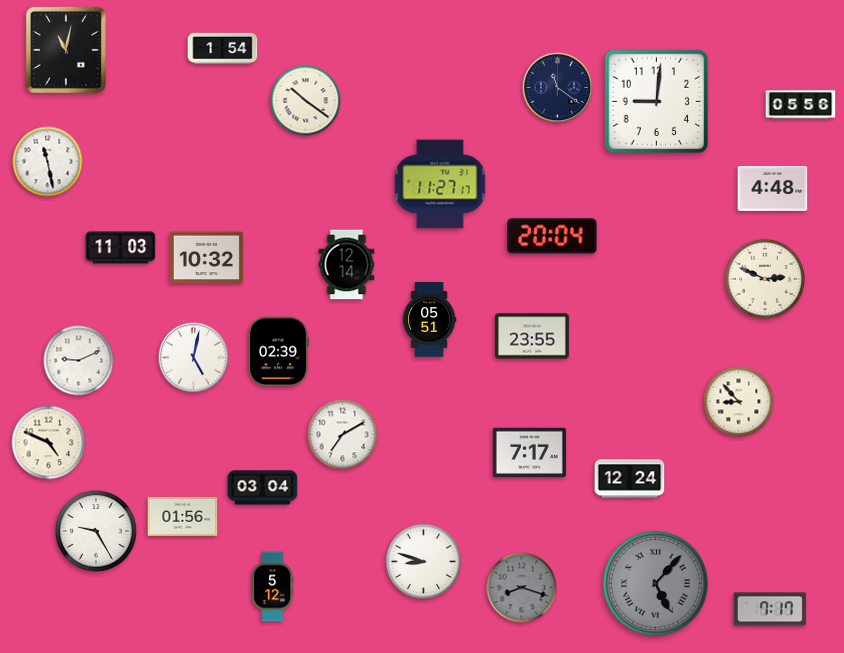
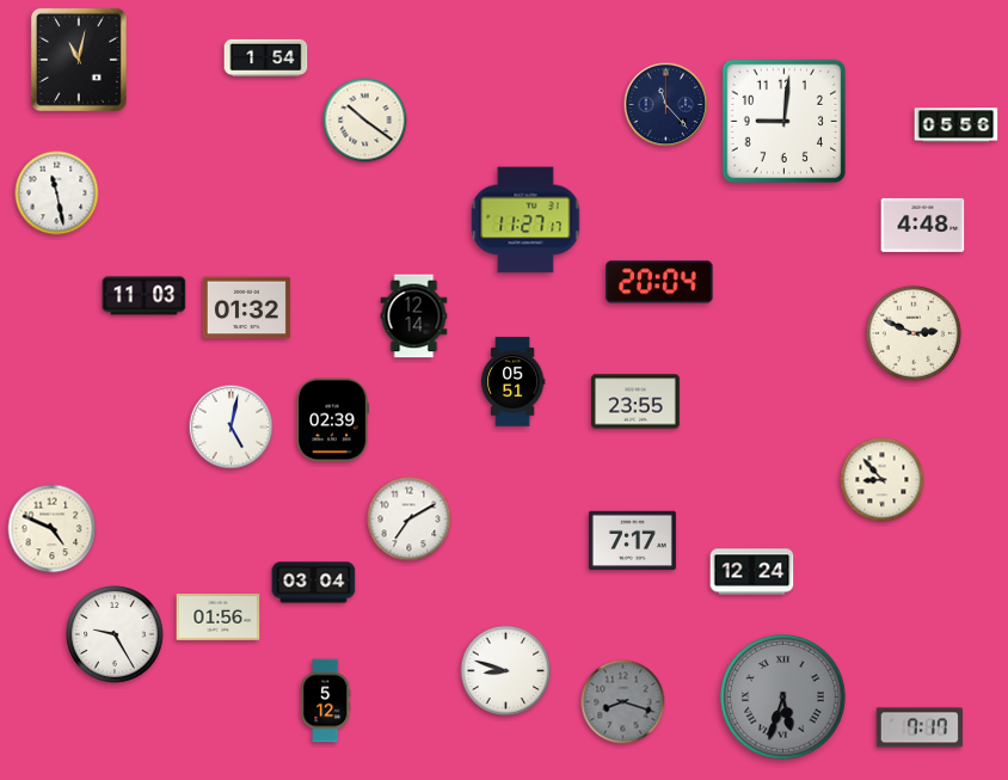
clock at (558, 88): 11:21 -> 11:23
clock at (206, 258): 10:32 -> 01:32
clock at (79, 361): 9:11 -> none
clock at (49, 443) position: (49, 443) -> (53, 529)
clock at (656, 584): 5:07 -> 5:33
